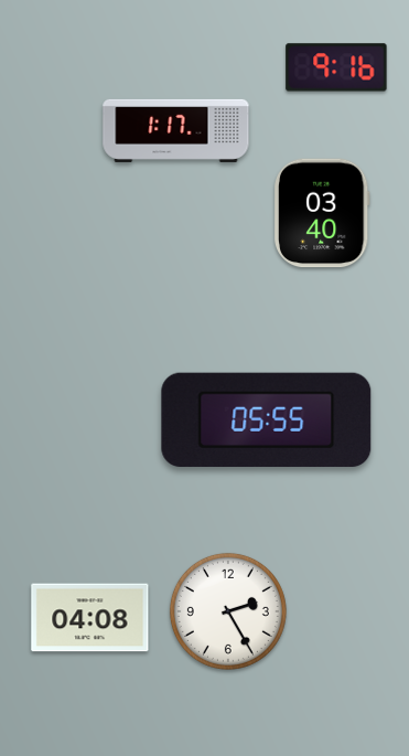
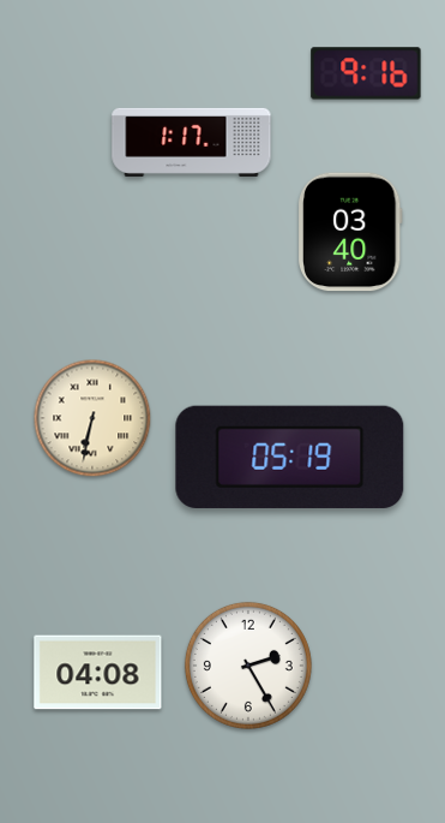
clock at (92, 418): none -> 6:32
clock at (267, 419): 05:55 -> 05:19
